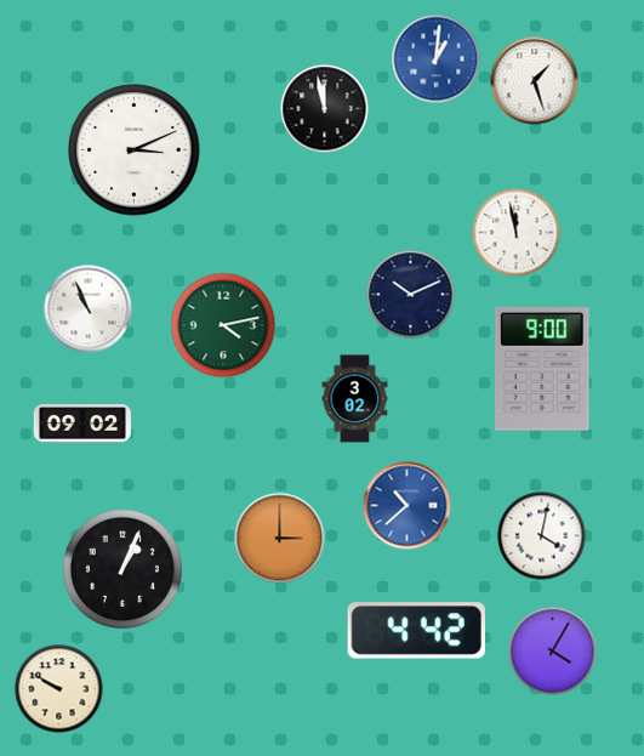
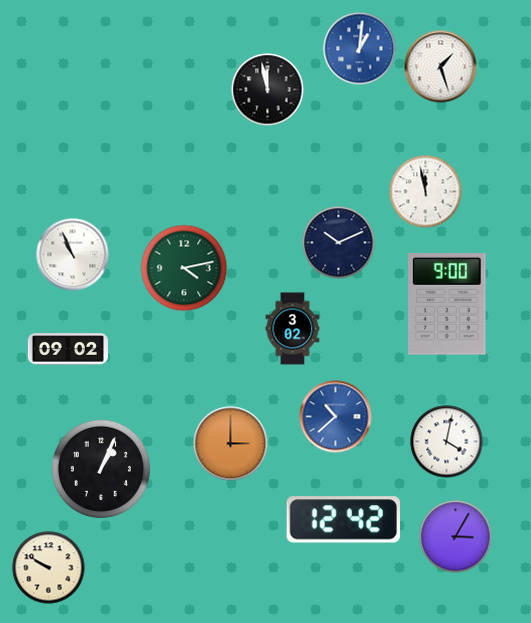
clock at (135, 150): 3:11 -> none
clock at (416, 631): 4:42 -> 12:42
clock at (553, 652): 4:05 -> 3:05
